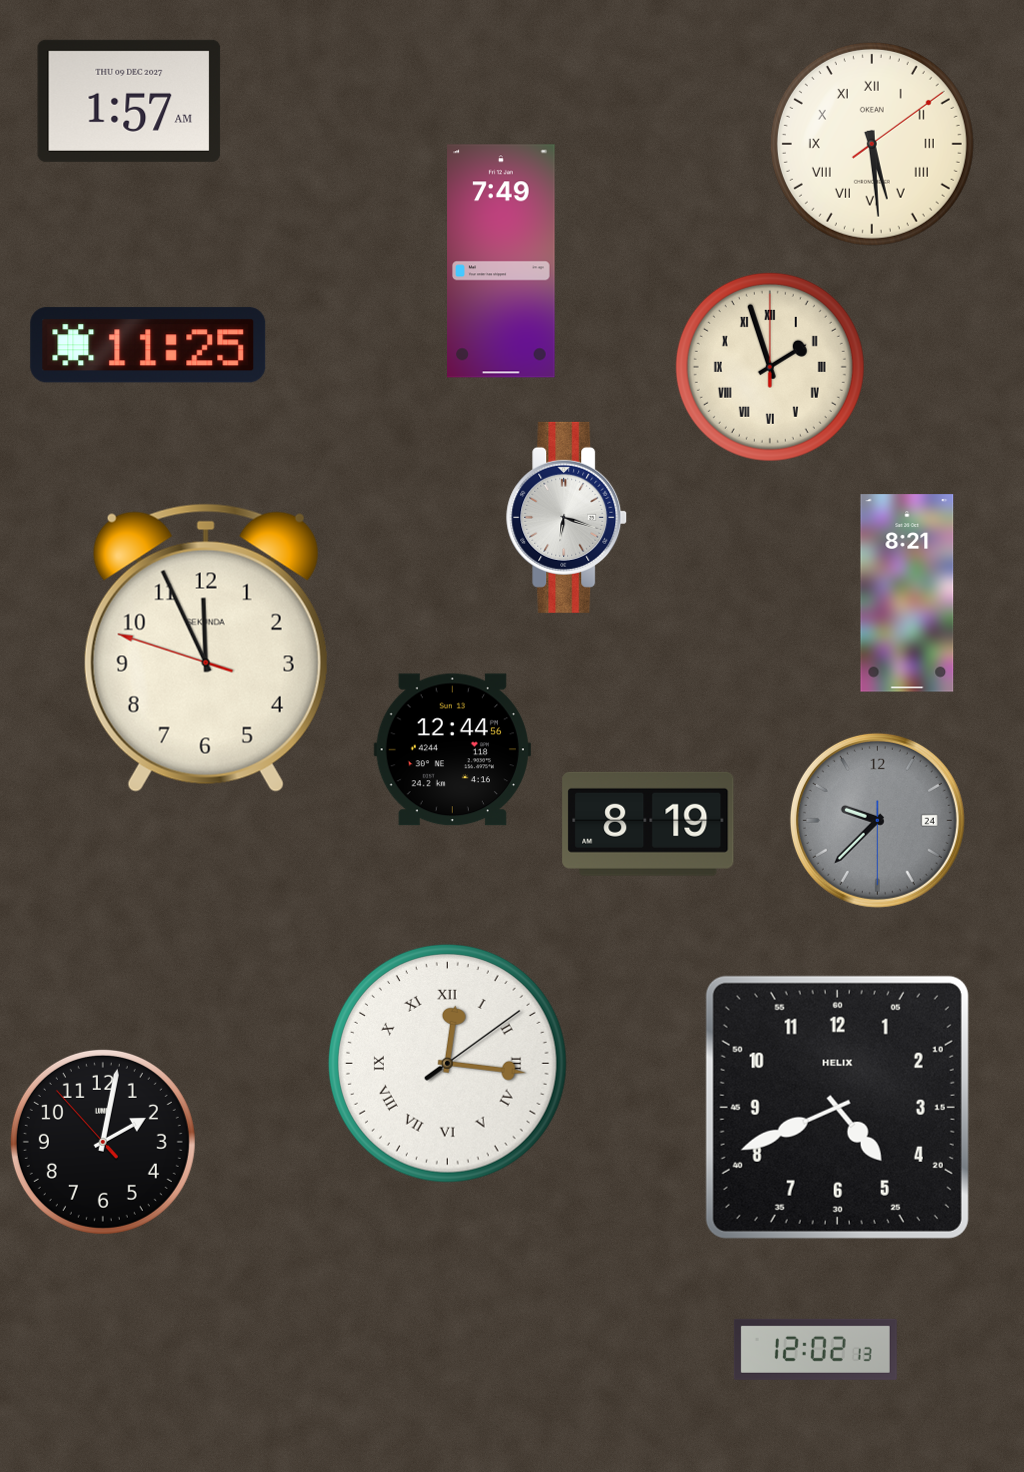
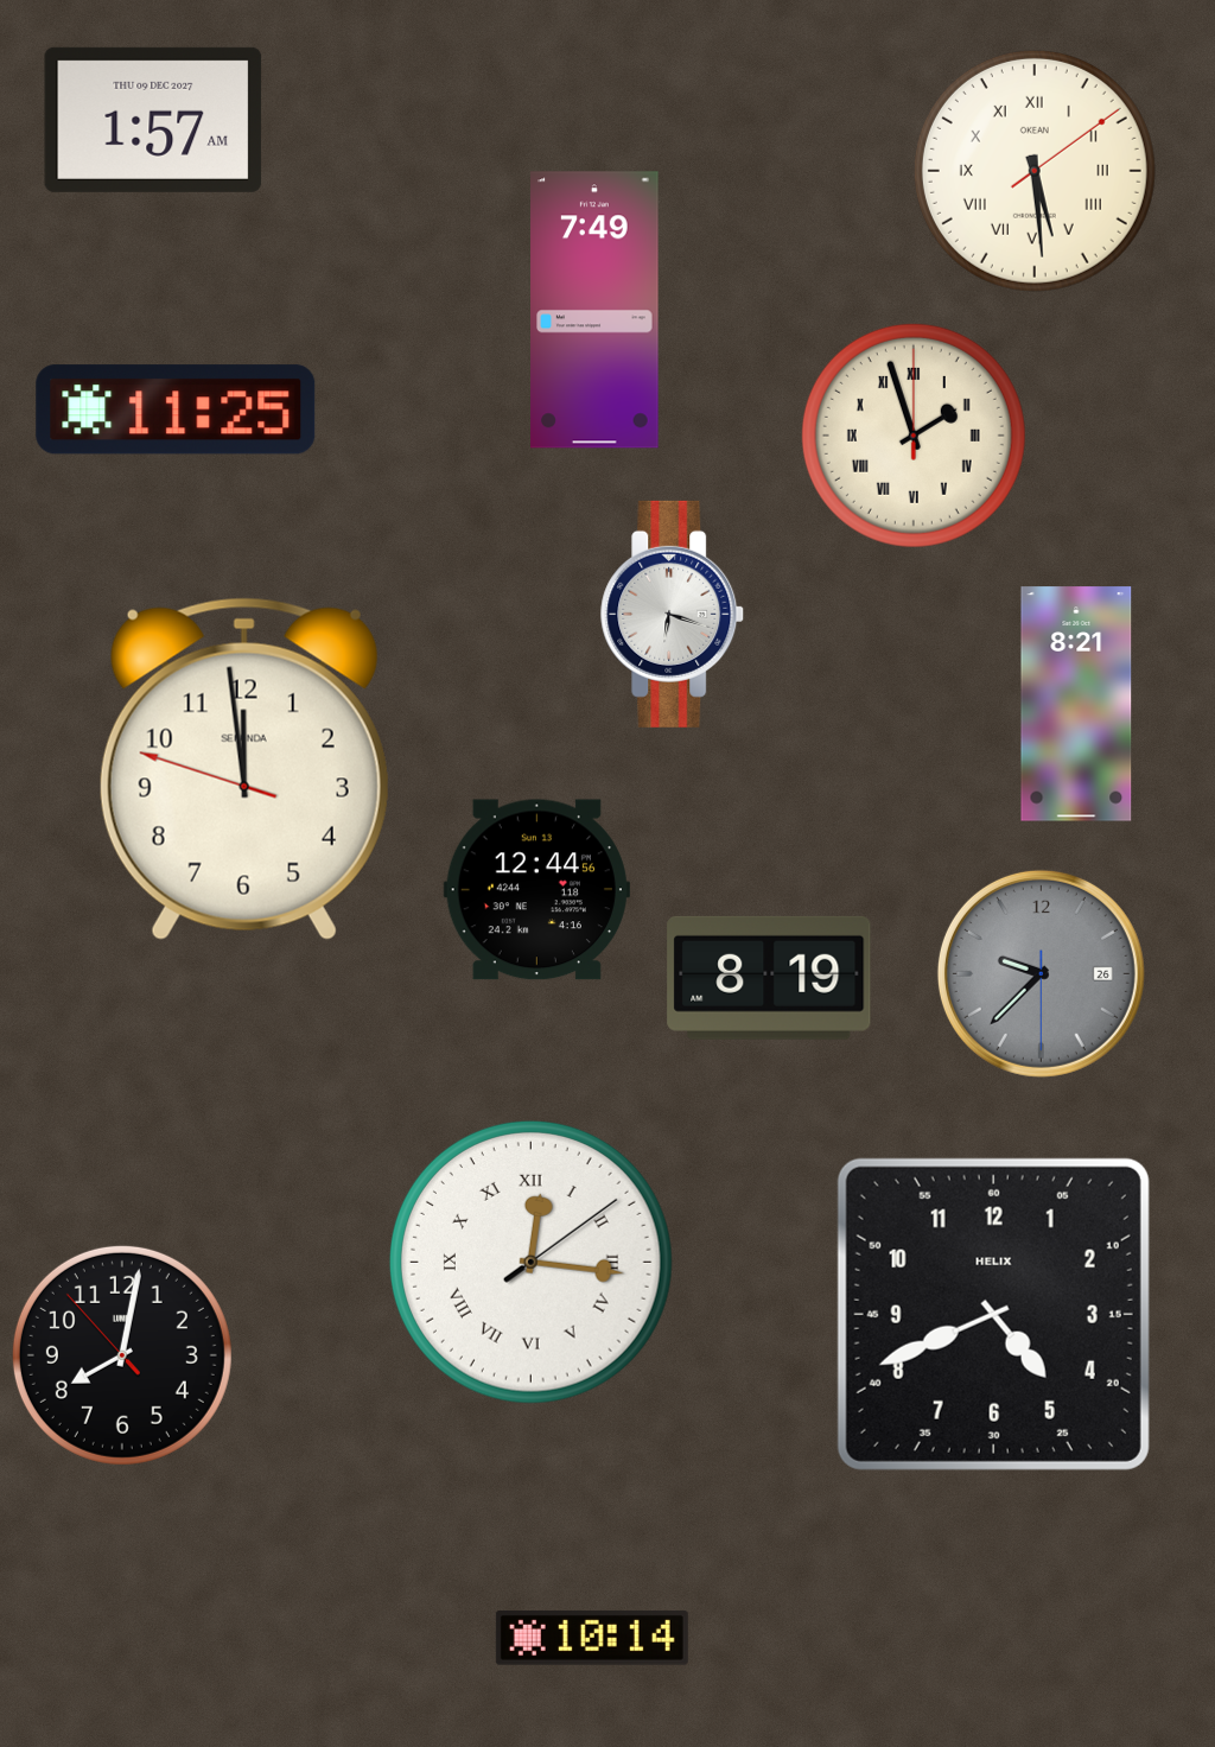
clock at (206, 648): 11:55 -> 11:58
clock at (877, 820) date: 24 -> 26
clock at (103, 1142): 2:01 -> 8:01
clock at (815, 1349): 12:02 -> none
clock at (592, 1638): none -> 10:14
